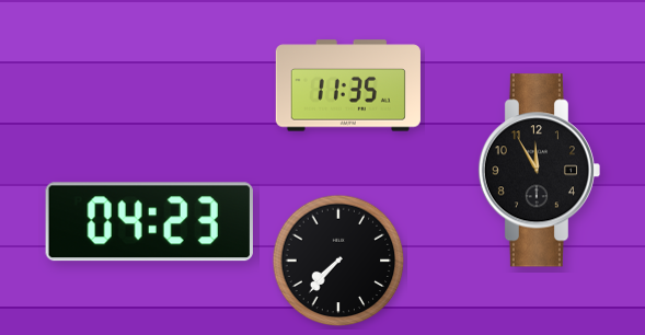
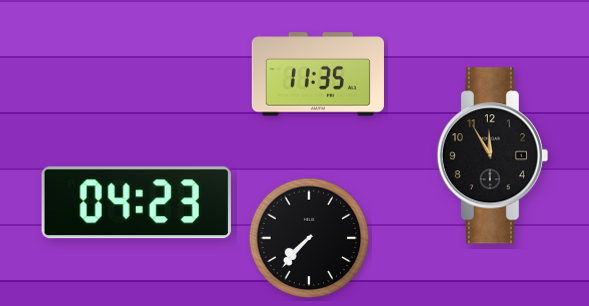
clock at (348, 85) position: (348, 85) -> (318, 74)
